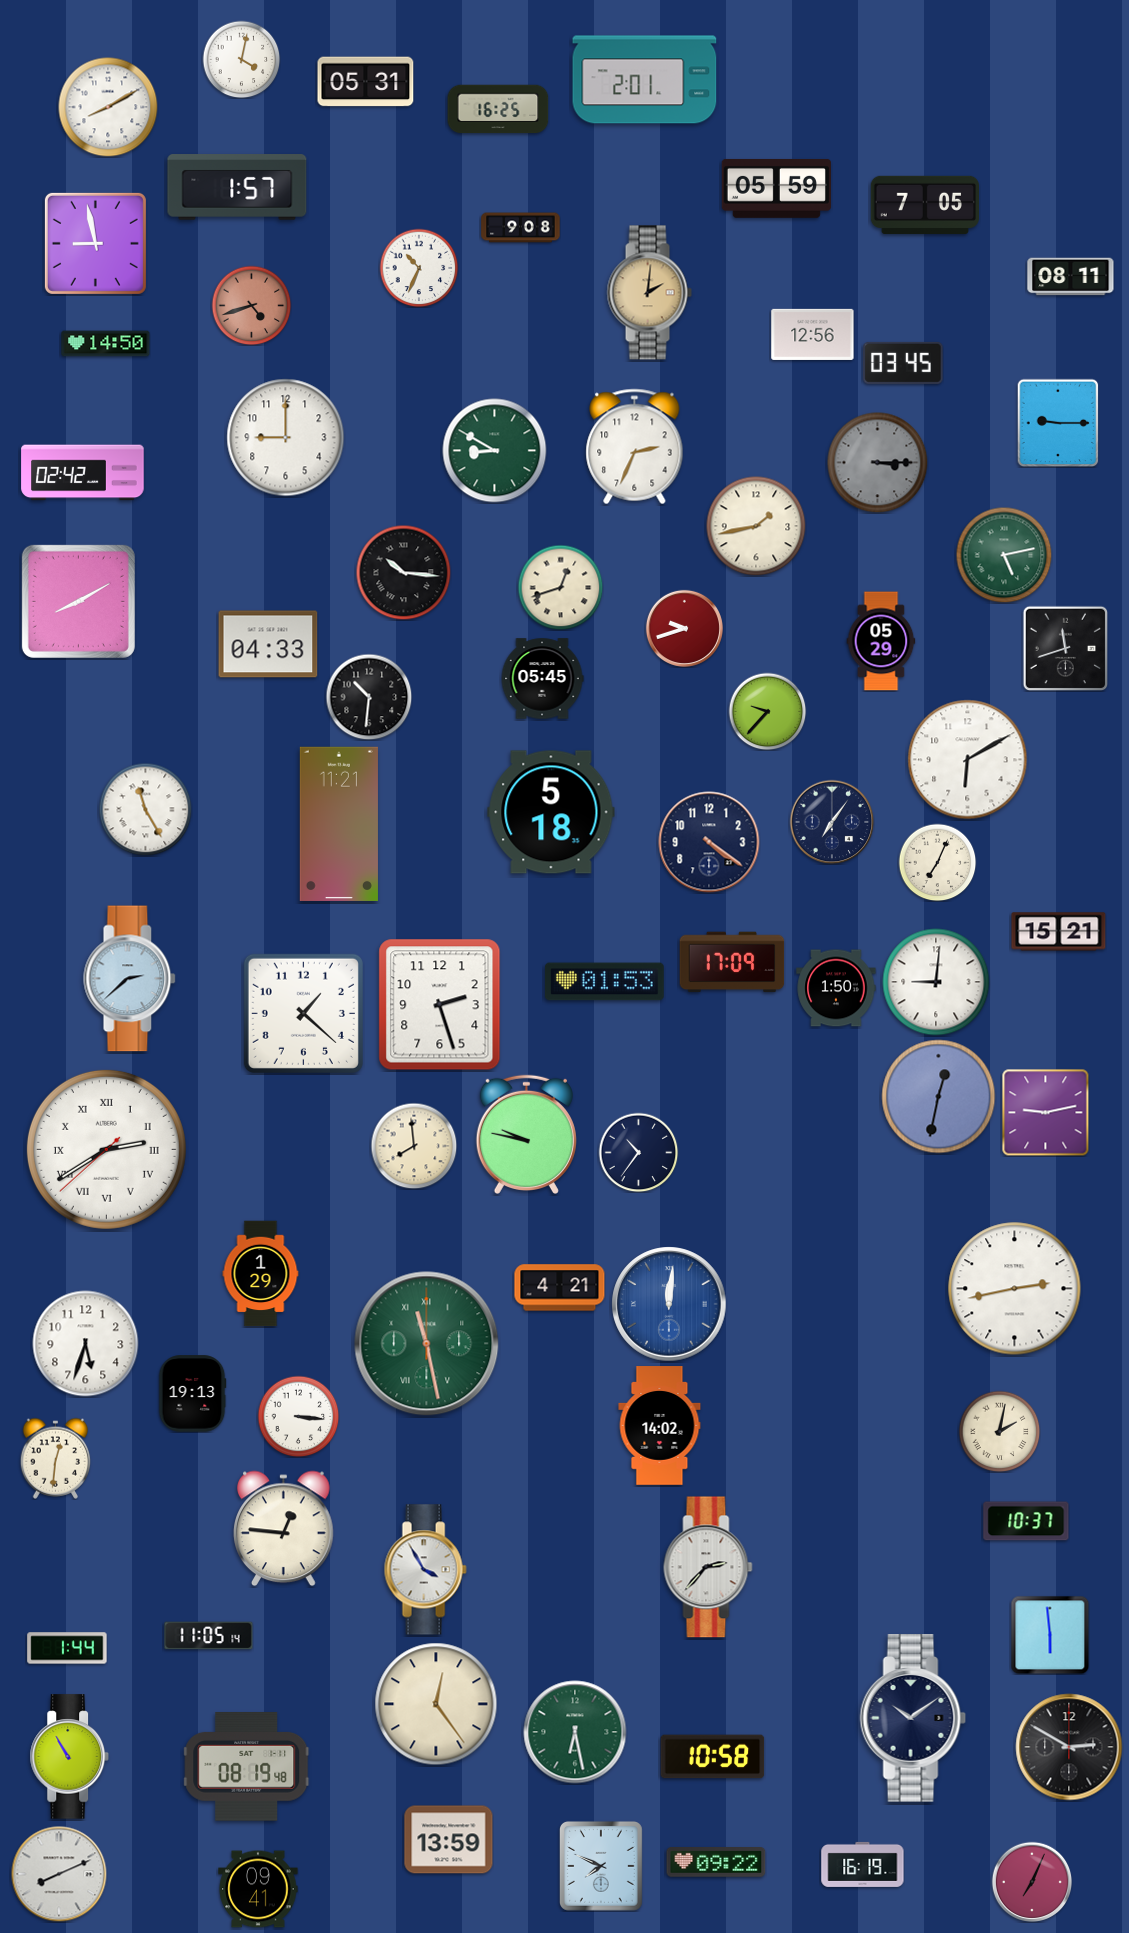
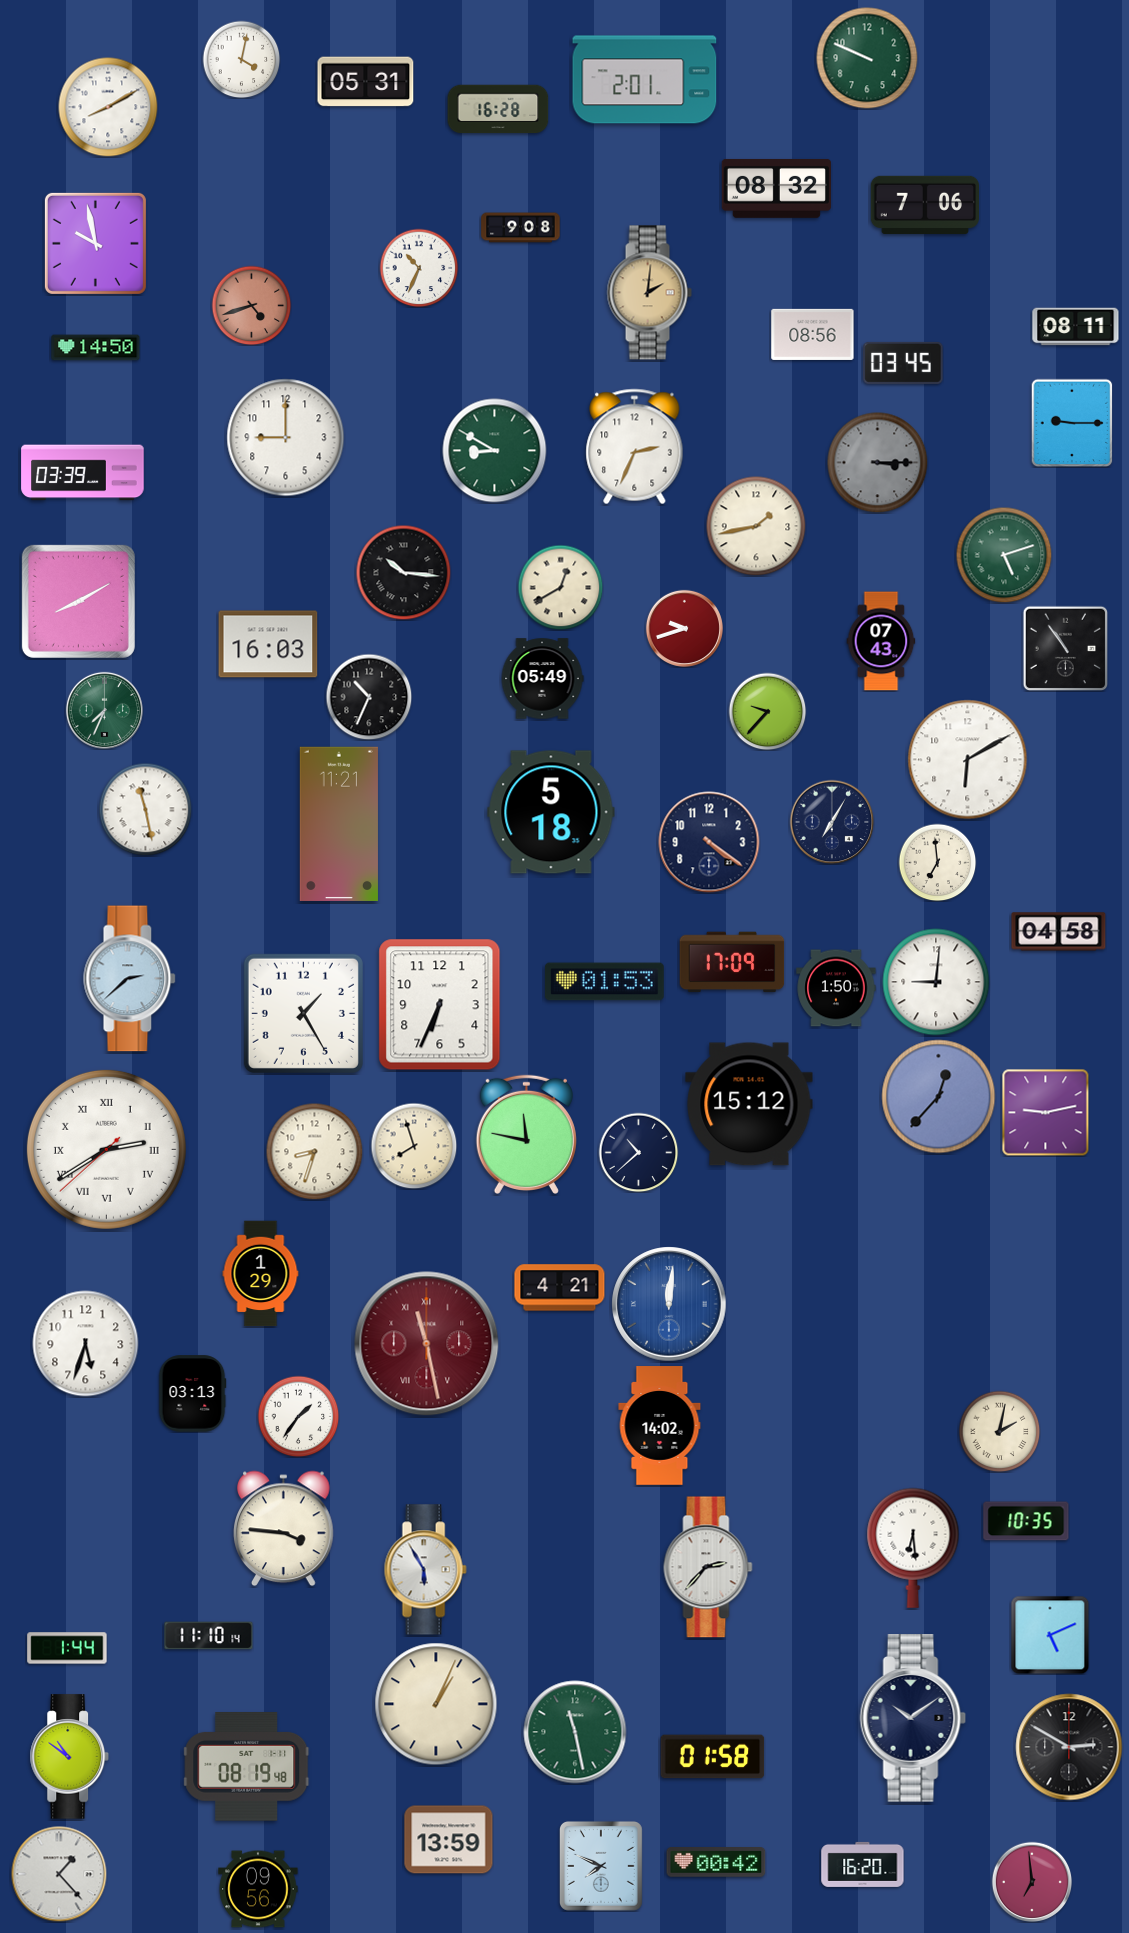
clock at (867, 58): none -> 9:49
clock at (498, 109): 16:25 -> 16:28
clock at (237, 187): 1:57 -> none
clock at (776, 188): 05:59 -> 08:32
clock at (924, 204): 7:05 -> 7:06
clock at (95, 243): 8:58 -> 9:58
clock at (1071, 277) position: (1071, 277) -> (1076, 327)
clock at (813, 334): 12:56 -> 08:56
clock at (106, 344) position: (106, 344) -> (96, 348)
clock at (1058, 423) position: (1058, 423) -> (1072, 423)
clock at (83, 473): 02:42 -> 03:39
clock at (1004, 555): 5:13 -> 5:12
clock at (560, 587): 12:42 -> 12:40
clock at (881, 641): 05:29 -> 07:43
clock at (268, 644): 04:33 -> 16:03
clock at (1065, 648): 11:42 -> 10:54
clock at (542, 679): 05:45 -> 05:49
clock at (369, 697): 10:31 -> 10:34
clock at (104, 710): none -> 7:34
clock at (145, 809): 11:25 -> 11:28
clock at (832, 822): 7:06 -> 7:05
clock at (937, 862): 7:04 -> 6:59
clock at (1059, 932): 15:21 -> 04:58
clock at (440, 1005): 2:27 -> 6:34
clock at (303, 1013): 1:22 -> 1:25
clock at (939, 1097): 12:32 -> 12:37
clock at (749, 1104): none -> 15:12
clock at (526, 1134): 9:47 -> 11:47
clock at (414, 1146): 7:59 -> 7:57
clock at (314, 1151): none -> 8:33
clock at (638, 1152): 10:36 -> 10:38
clock at (1015, 1289): 2:43 -> none
clock at (427, 1344) dial: green -> burgundy
clock at (192, 1394): 19:13 -> 03:13
clock at (298, 1416): 3:16 -> 1:36
clock at (56, 1458): 12:31 -> none
clock at (1026, 1521): 10:37 -> 10:35
clock at (284, 1529): 12:46 -> 3:46
clock at (913, 1548): none -> 6:29
clock at (425, 1570): 3:55 -> 5:55
clock at (1050, 1635): 5:59 -> 5:11
clock at (209, 1636): 11:05 -> 11:10
clock at (436, 1704): 12:24 -> 1:04
clock at (575, 1732): 6:28 -> 11:28
clock at (69, 1757): 10:55 -> 10:51
clock at (713, 1757): 10:58 -> 01:58
clock at (716, 1862): 09:22 -> 00:42
clock at (863, 1864): 16:19 -> 16:20
clock at (59, 1874): 8:11 -> 1:23
clock at (1032, 1882): 7:04 -> 6:59
clock at (258, 1889): 09:41 -> 09:56
